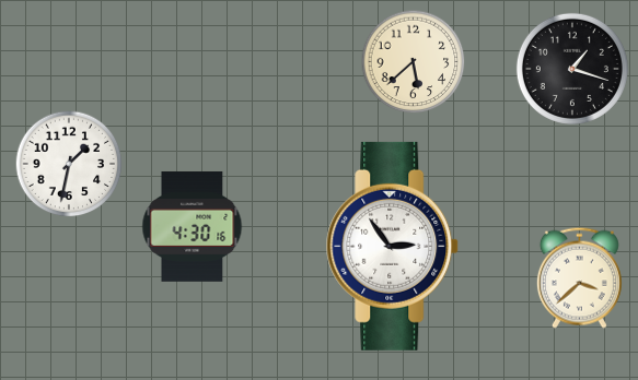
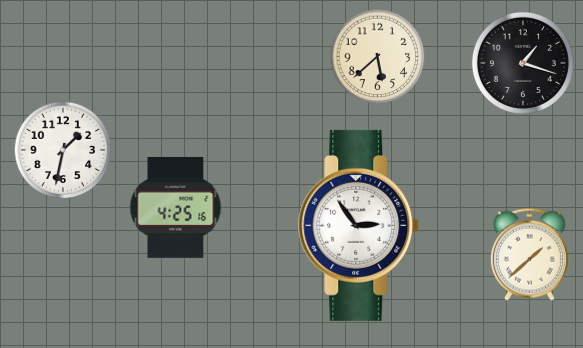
clock at (193, 226): 4:30 -> 4:25
clock at (579, 277): 3:38 -> 1:38
